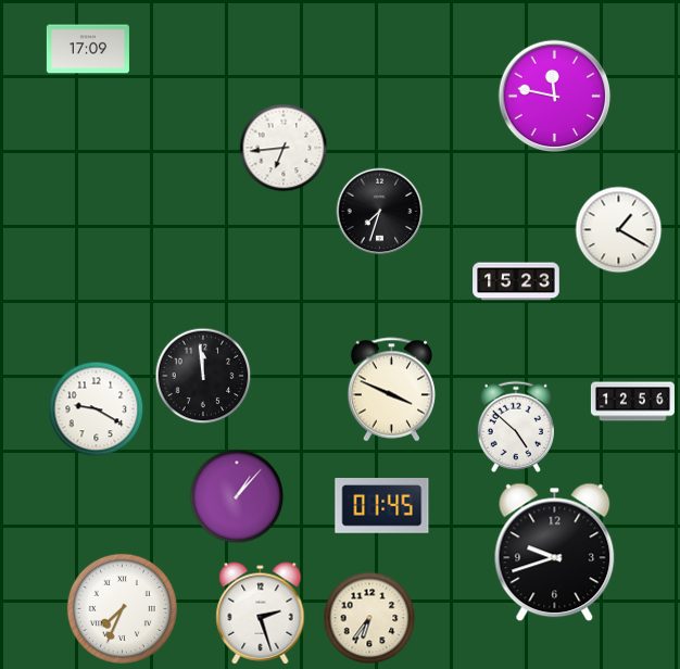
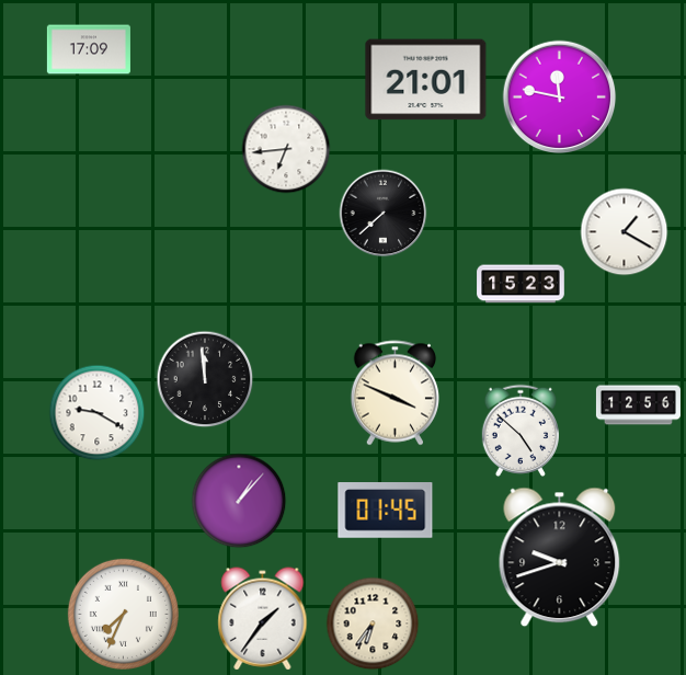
clock at (426, 80): none -> 21:01
clock at (380, 212): 7:33 -> 7:38
clock at (261, 614): 2:27 -> 1:36
